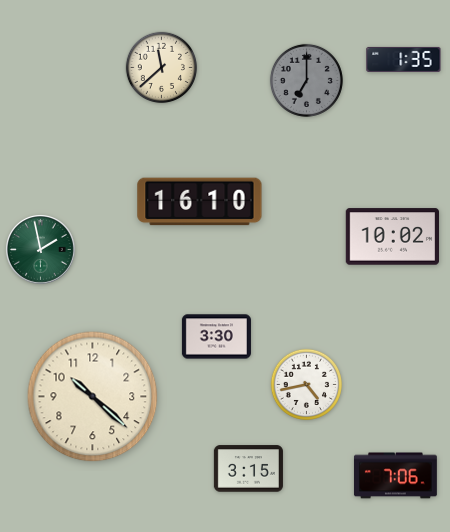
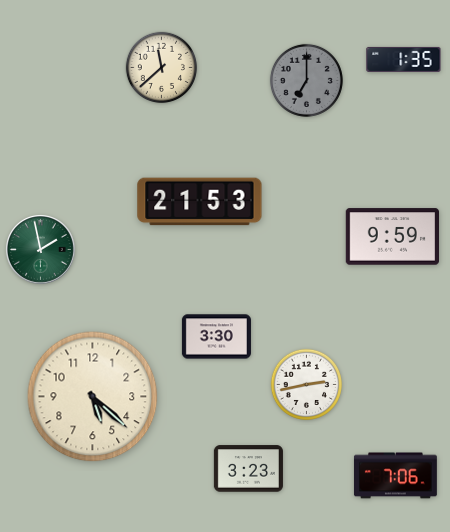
clock at (200, 202): 16:10 -> 21:53
clock at (392, 237): 10:02 -> 9:59
clock at (307, 385): 4:43 -> 2:43
clock at (93, 397): 10:22 -> 5:22
clock at (248, 469): 3:15 -> 3:23
